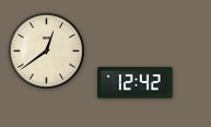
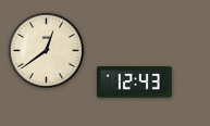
clock at (134, 83): 12:42 -> 12:43
